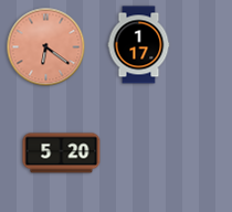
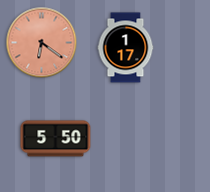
clock at (139, 45) position: (139, 45) -> (126, 48)
clock at (62, 153): 5:20 -> 5:50
